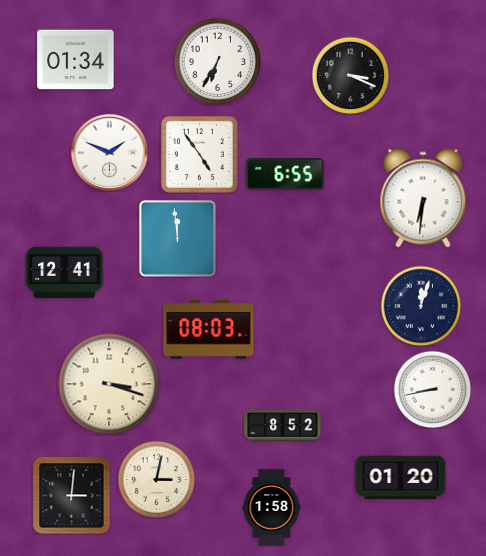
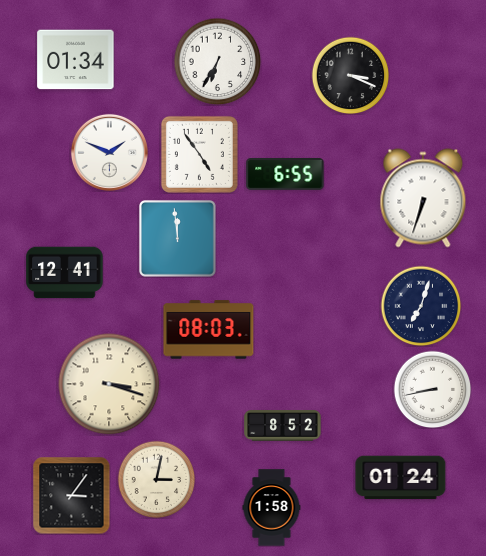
clock at (423, 198): 6:31 -> 6:33
clock at (421, 306): 12:03 -> 7:03
clock at (401, 478): 01:20 -> 01:24
clock at (71, 495): 3:01 -> 3:06
